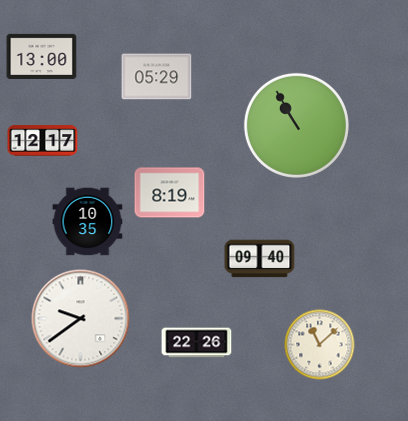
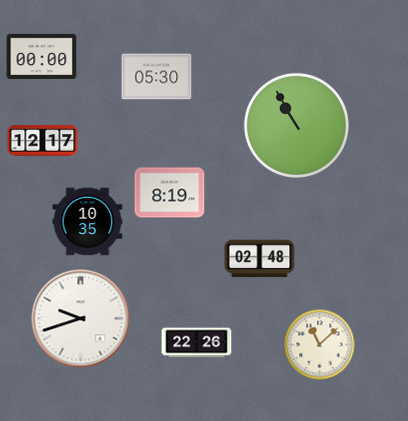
clock at (42, 56): 13:00 -> 00:00
clock at (157, 77): 05:29 -> 05:30
clock at (260, 259): 09:40 -> 02:48
clock at (81, 319): 9:39 -> 9:42
